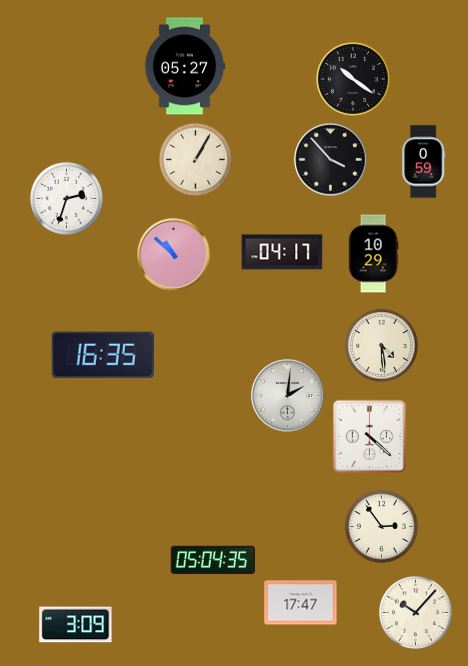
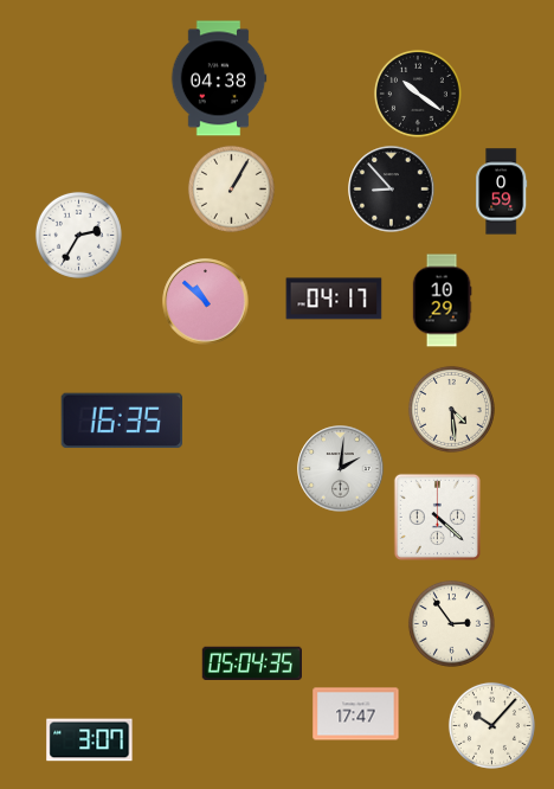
clock at (185, 66): 05:27 -> 04:38
clock at (331, 160): 3:53 -> 8:53
clock at (66, 198): 2:33 -> 2:35
clock at (76, 625): 3:09 -> 3:07
